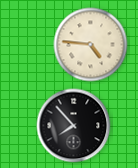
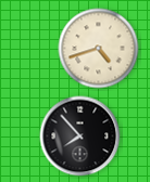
clock at (91, 45): 4:46 -> 4:42
